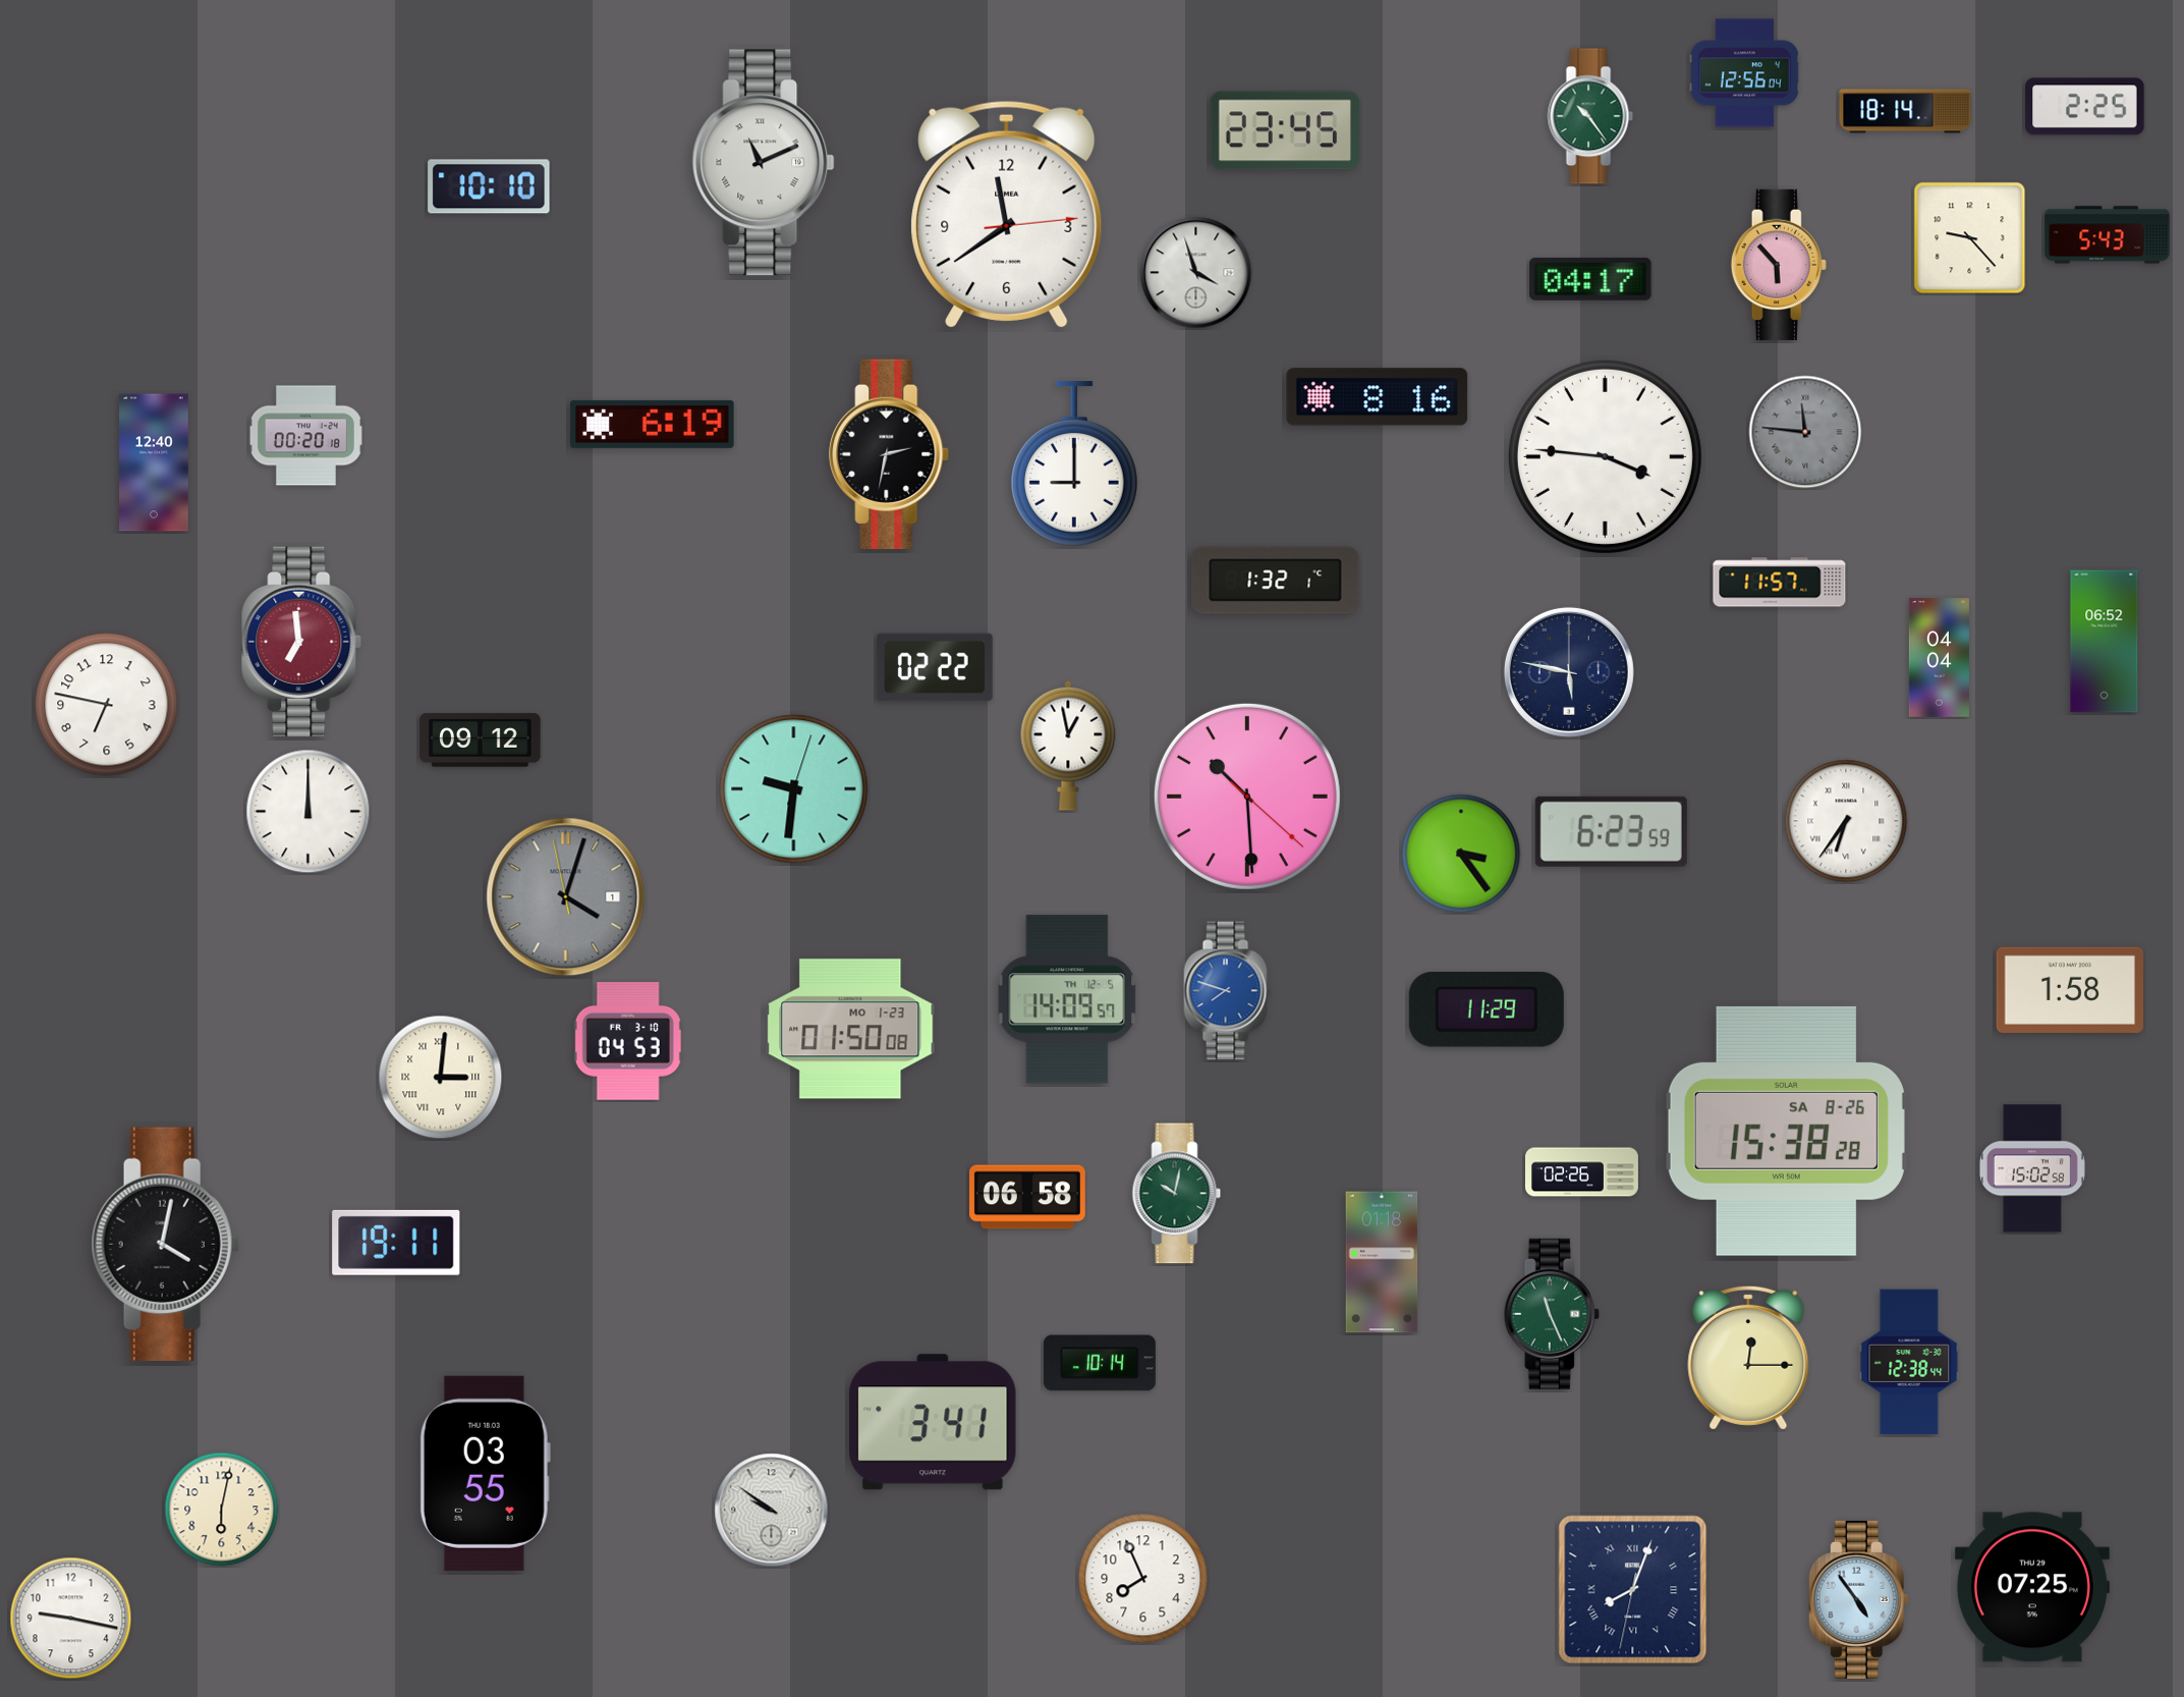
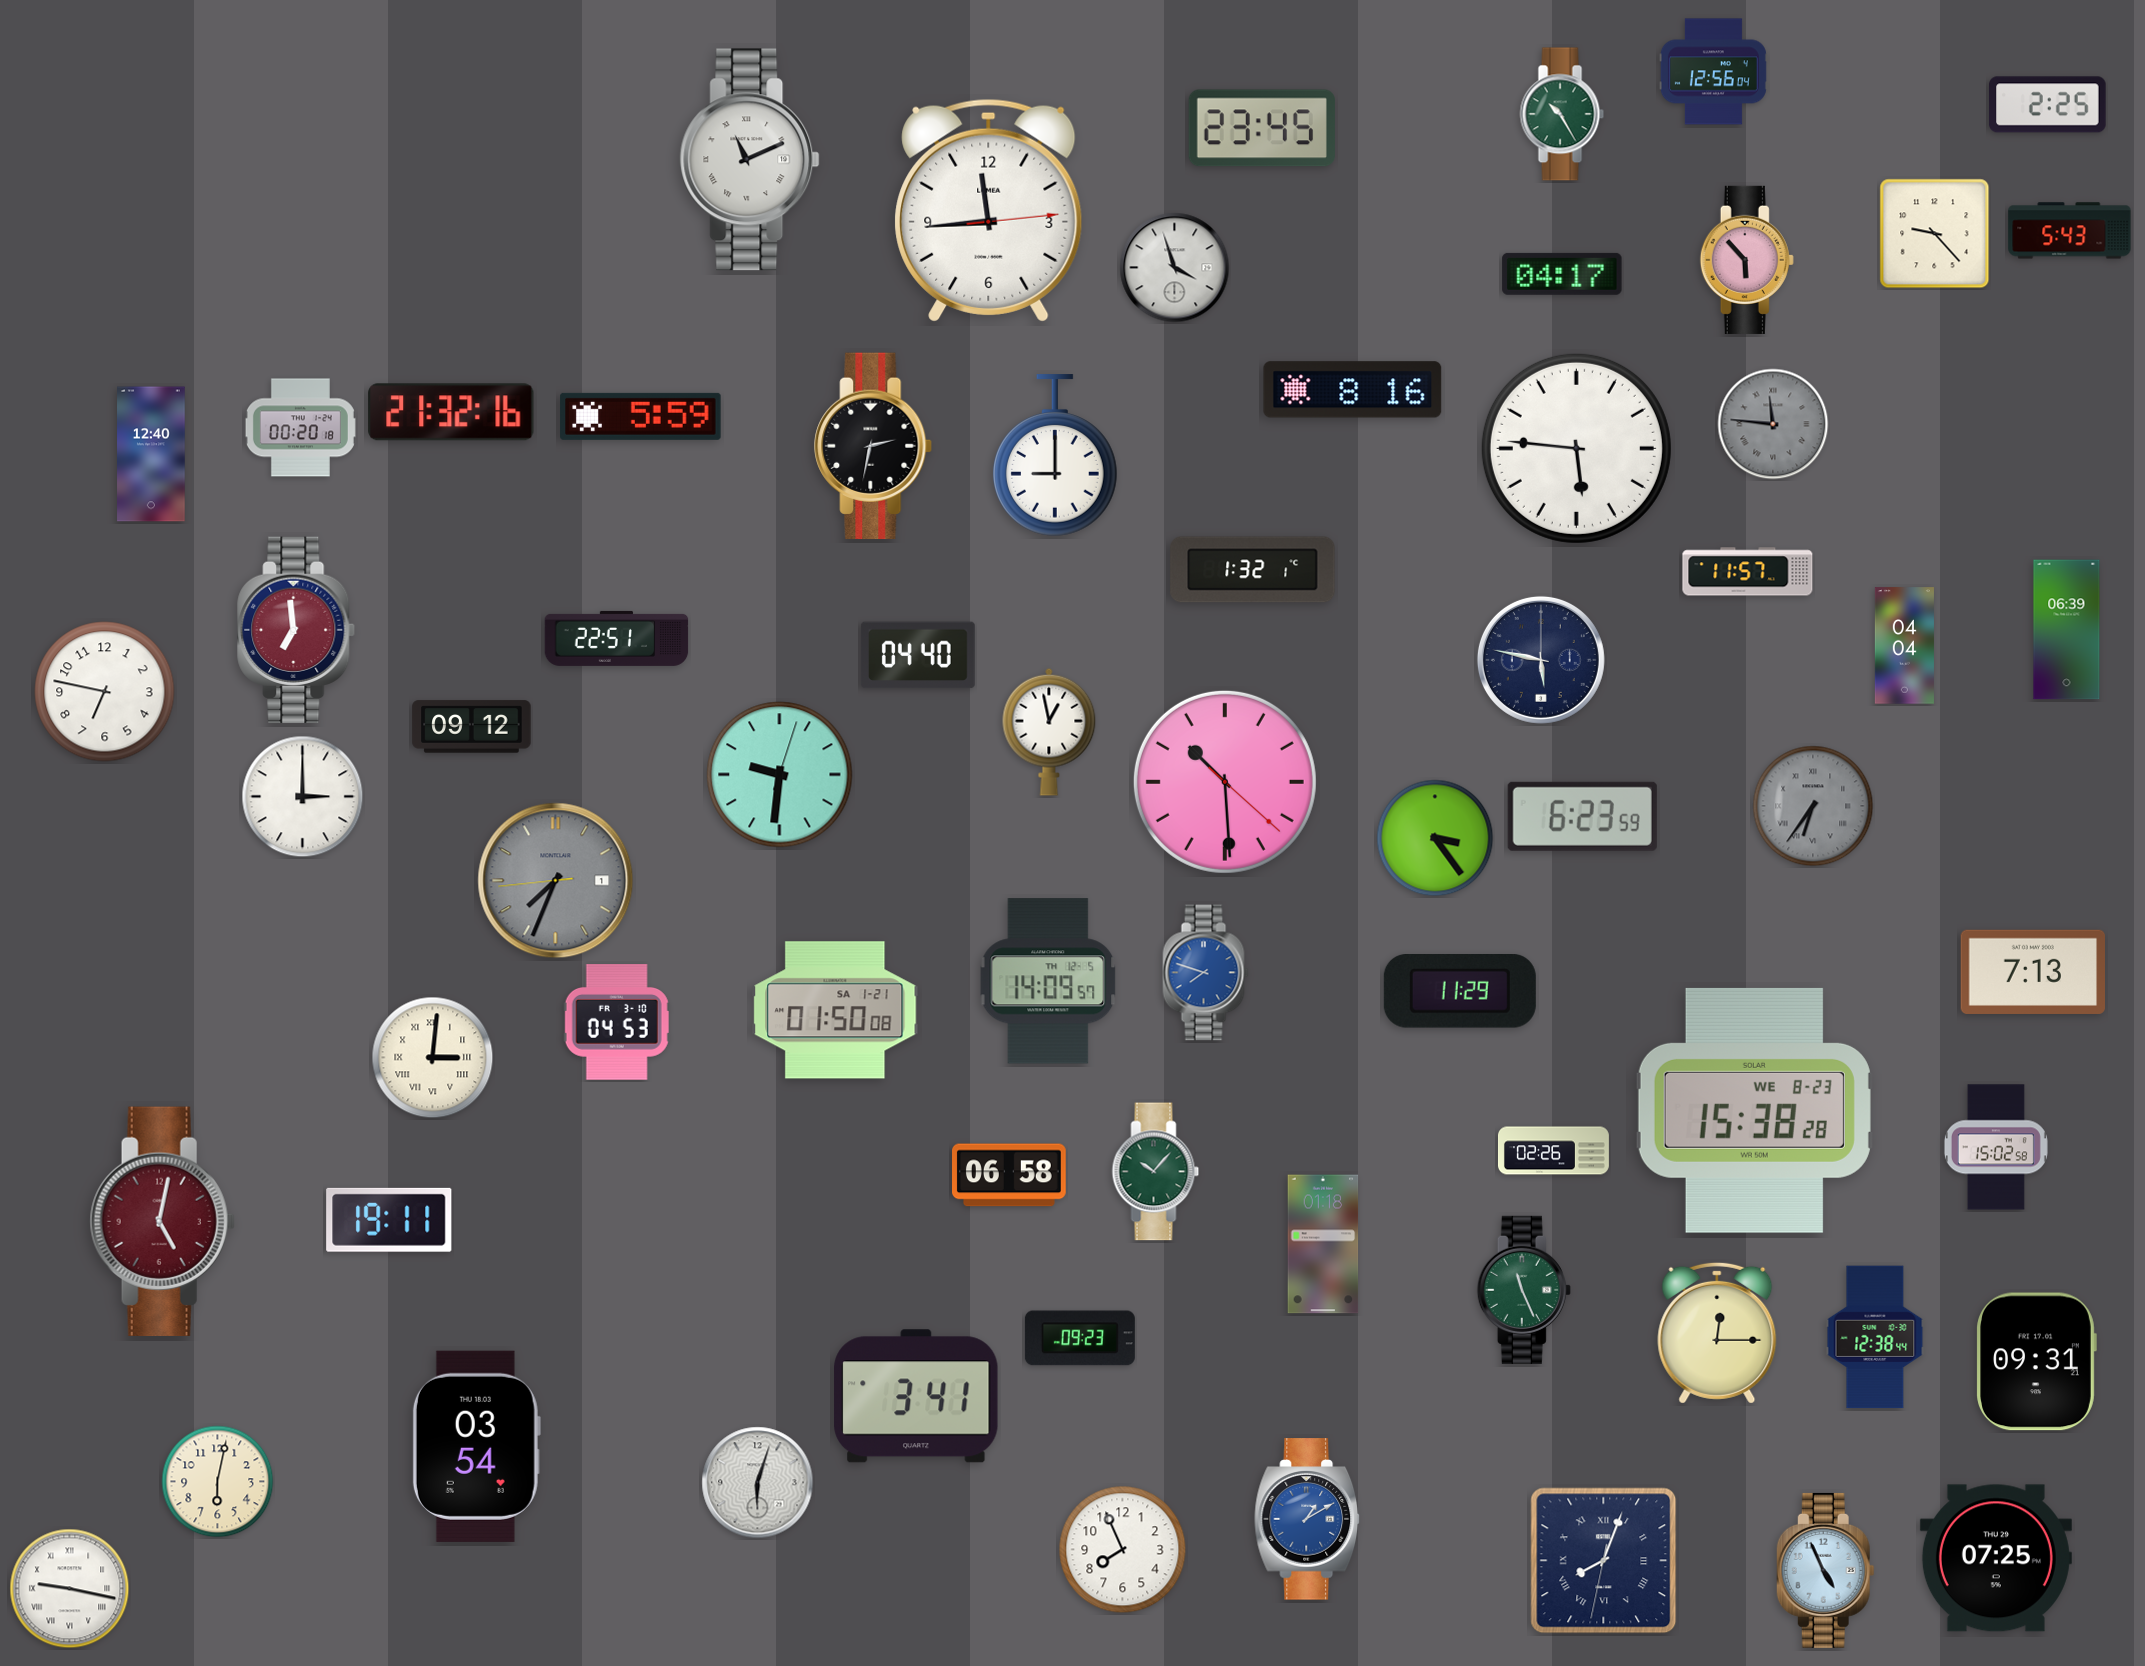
clock at (1905, 111): 18:14 -> none
clock at (1590, 116): 10:24 -> 10:25
clock at (489, 186): 10:10 -> none
clock at (1007, 214): 11:39 -> 11:44
clock at (451, 412): none -> 21:32
clock at (653, 424): 6:19 -> 5:59
clock at (1605, 456): 3:46 -> 5:46
clock at (2105, 642): 06:52 -> 06:39
clock at (617, 638): none -> 22:51
clock at (935, 667): 02:22 -> 04:40
clock at (309, 812): 12:00 -> 3:00
clock at (1846, 821) dial: white -> grey
clock at (566, 897): 4:02 -> 7:33
clock at (2070, 990): 1:58 -> 7:13
clock at (850, 1029) date: MO 1-23 -> SA 1-21
clock at (1786, 1131) date: SA 8-26 -> WE 8-23
clock at (1177, 1194): 10:02 -> 10:07
clock at (165, 1244): 4:02 -> 5:02
clock at (165, 1244) dial: black -> burgundy
clock at (1382, 1262) position: (1382, 1262) -> (1323, 1244)
clock at (1100, 1363): 10:14 -> 09:23
clock at (2036, 1362): none -> 09:31
clock at (485, 1473): 03:55 -> 03:54
clock at (772, 1511): 9:51 -> 6:03
clock at (1308, 1519): none -> 1:10
clock at (1858, 1599): 4:54 -> 4:56
clock at (71, 1619) numerals: Arabic -> Roman
